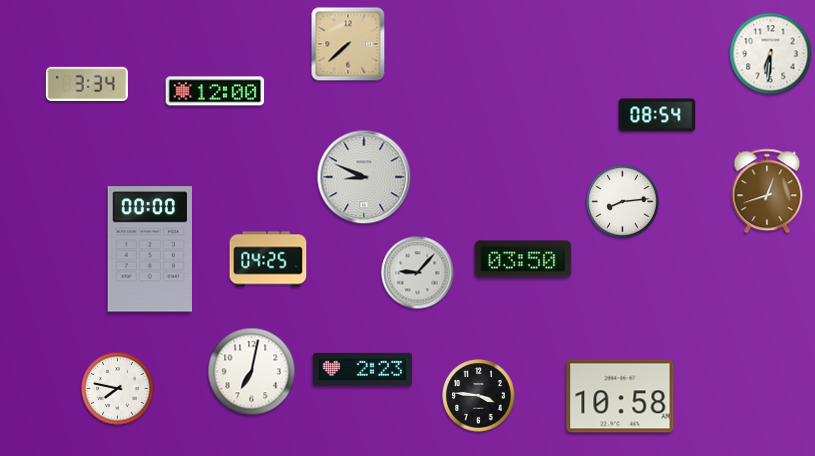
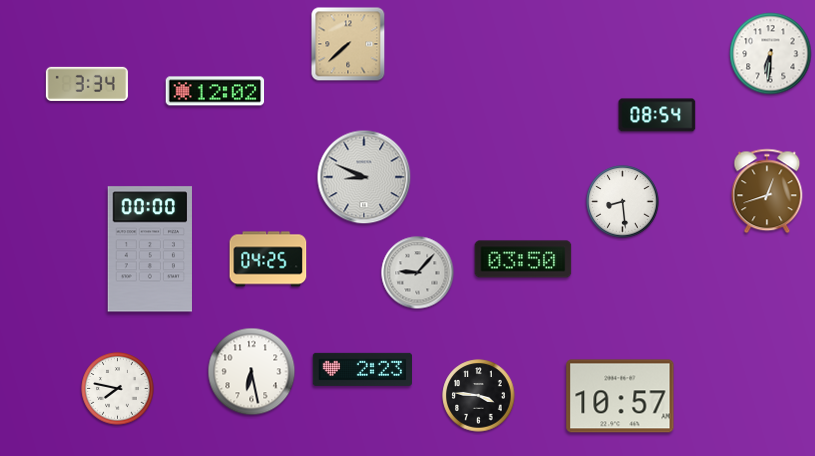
clock at (215, 91): 12:00 -> 12:02
clock at (623, 202): 8:14 -> 8:29
clock at (252, 372): 7:02 -> 6:28
clock at (620, 396): 10:58 -> 10:57
